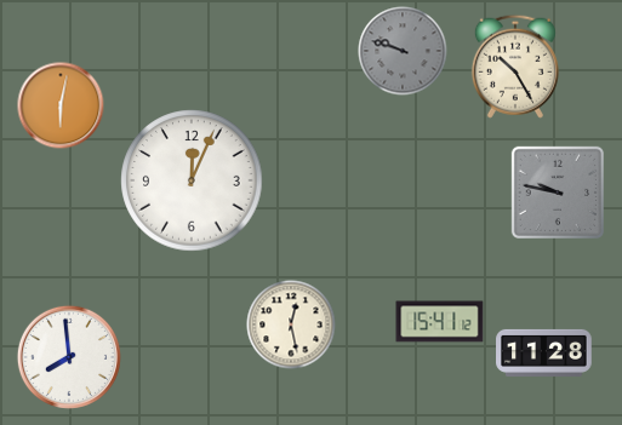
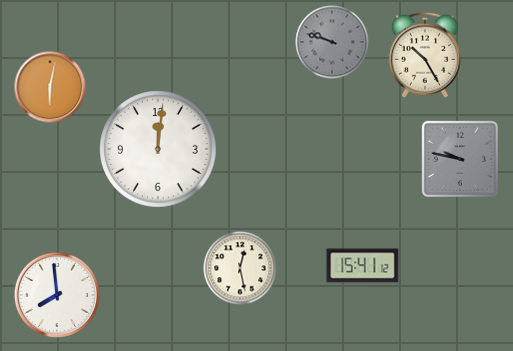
clock at (192, 180): 12:04 -> 12:01
clock at (544, 352): 11:28 -> none
